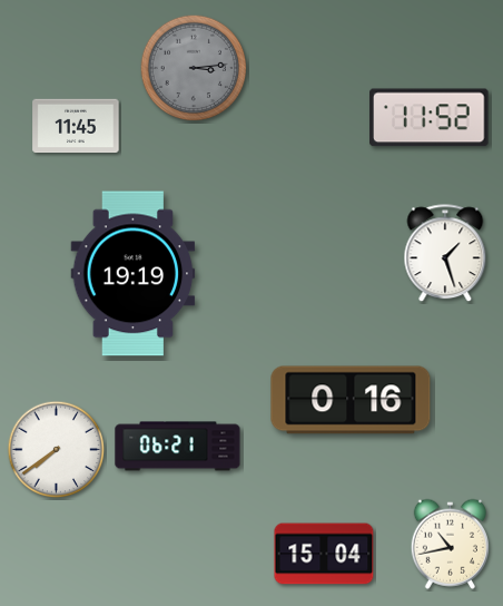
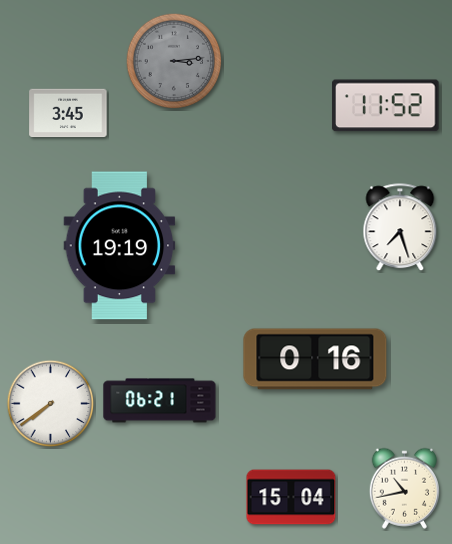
clock at (76, 126): 11:45 -> 3:45
clock at (445, 254): 1:27 -> 7:27
